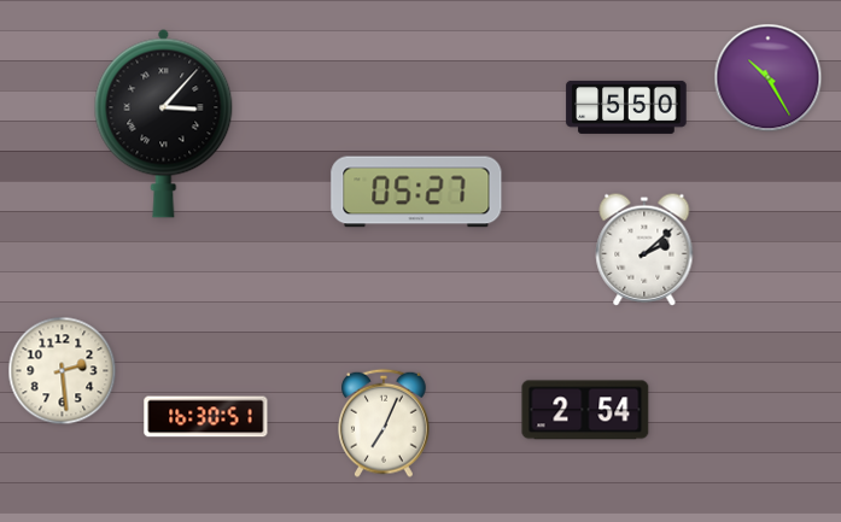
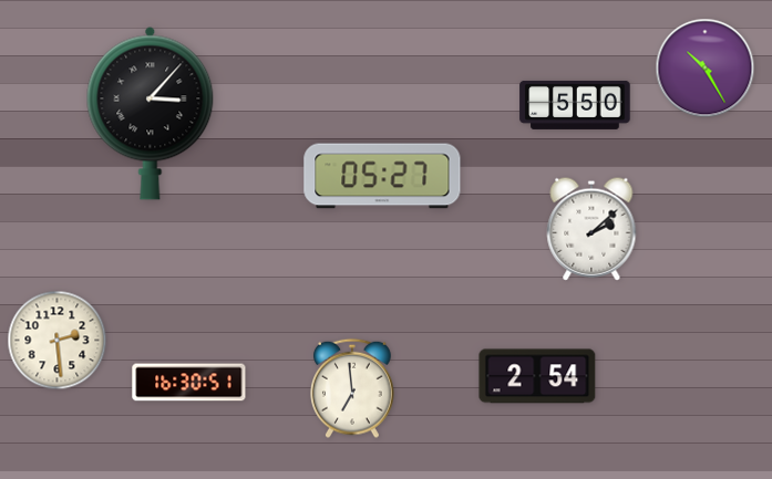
clock at (769, 78) position: (769, 78) -> (706, 69)
clock at (626, 107) position: (626, 107) -> (575, 105)
clock at (385, 423): 7:04 -> 6:59
